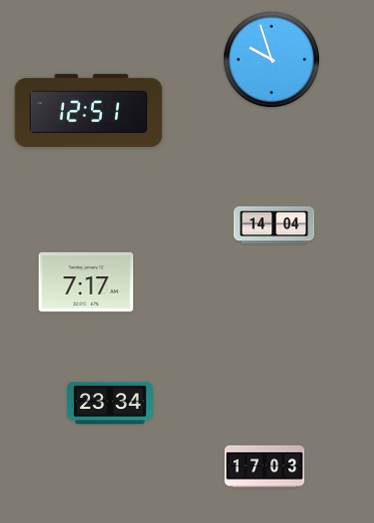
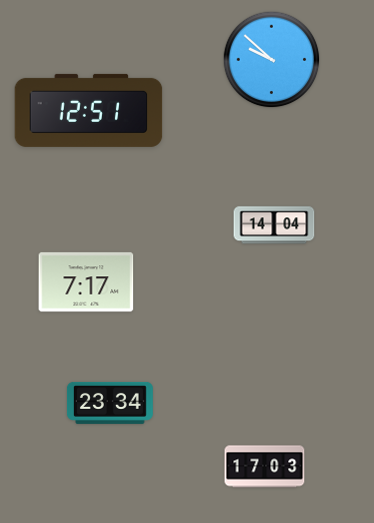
clock at (272, 60): 9:57 -> 9:52
